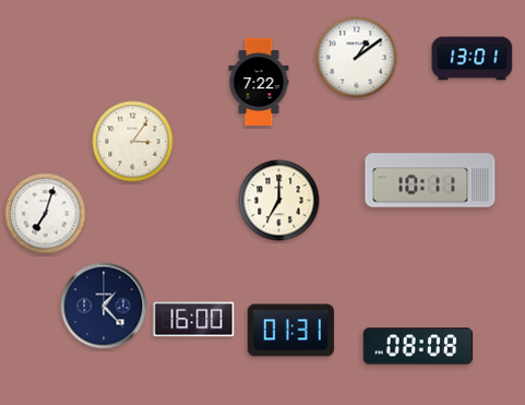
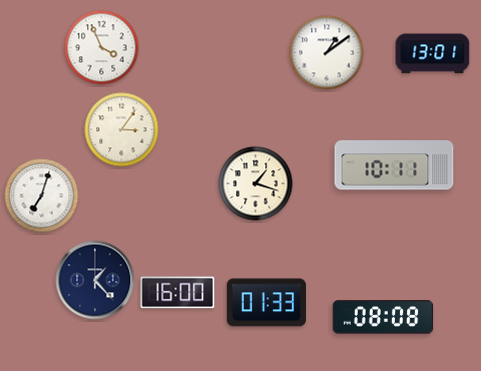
clock at (102, 48): none -> 3:56
clock at (259, 81): 7:22 -> none
clock at (279, 201): 7:00 -> 1:18
clock at (290, 331): 01:31 -> 01:33
